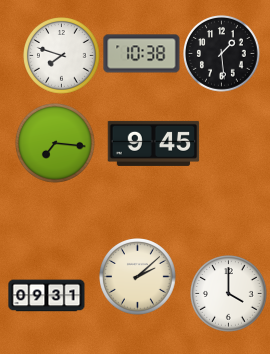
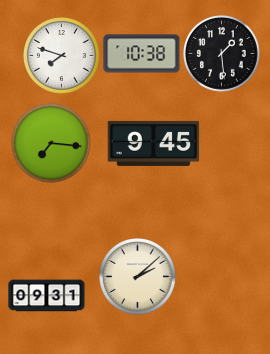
clock at (56, 144) position: (56, 144) -> (52, 144)
clock at (229, 294): 4:00 -> none
